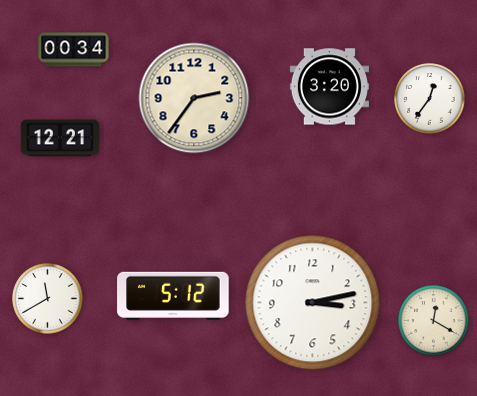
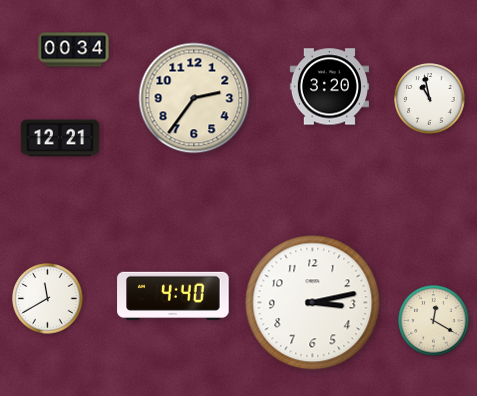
clock at (430, 99): 12:36 -> 10:58
clock at (173, 296): 5:12 -> 4:40
